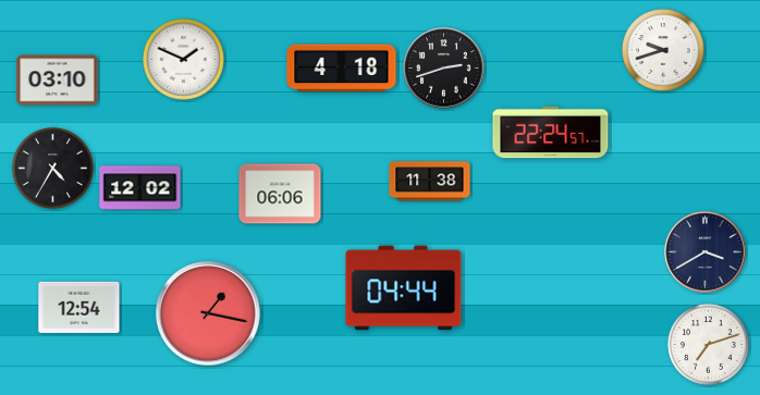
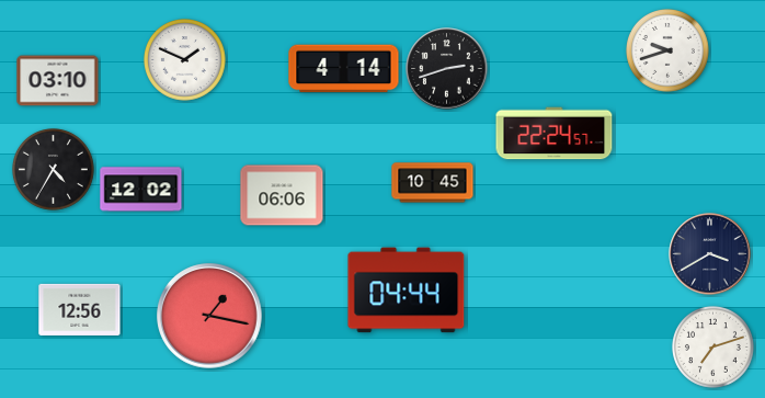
clock at (342, 69): 4:18 -> 4:14
clock at (430, 182): 11:38 -> 10:45
clock at (79, 307): 12:54 -> 12:56
